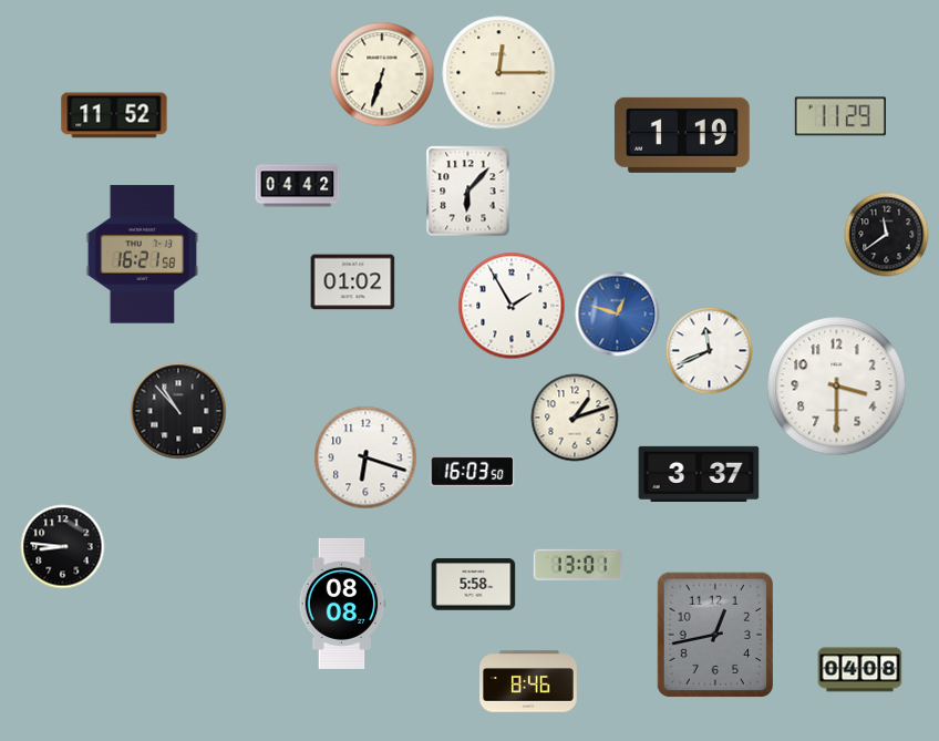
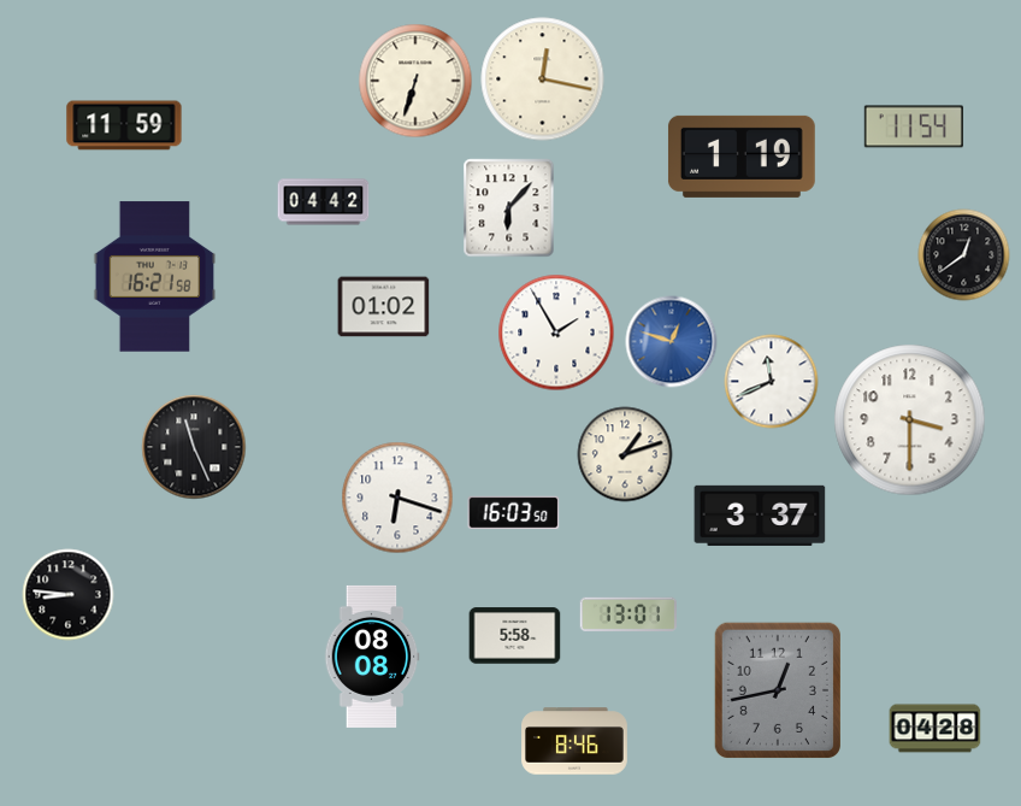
clock at (499, 73): 12:15 -> 12:17
clock at (114, 115): 11:52 -> 11:59
clock at (840, 116): 11:29 -> 11:54
clock at (682, 135) position: (682, 135) -> (742, 157)
clock at (887, 235): 11:39 -> 12:39
clock at (178, 411): 10:53 -> 11:26
clock at (860, 670): 04:08 -> 04:28
